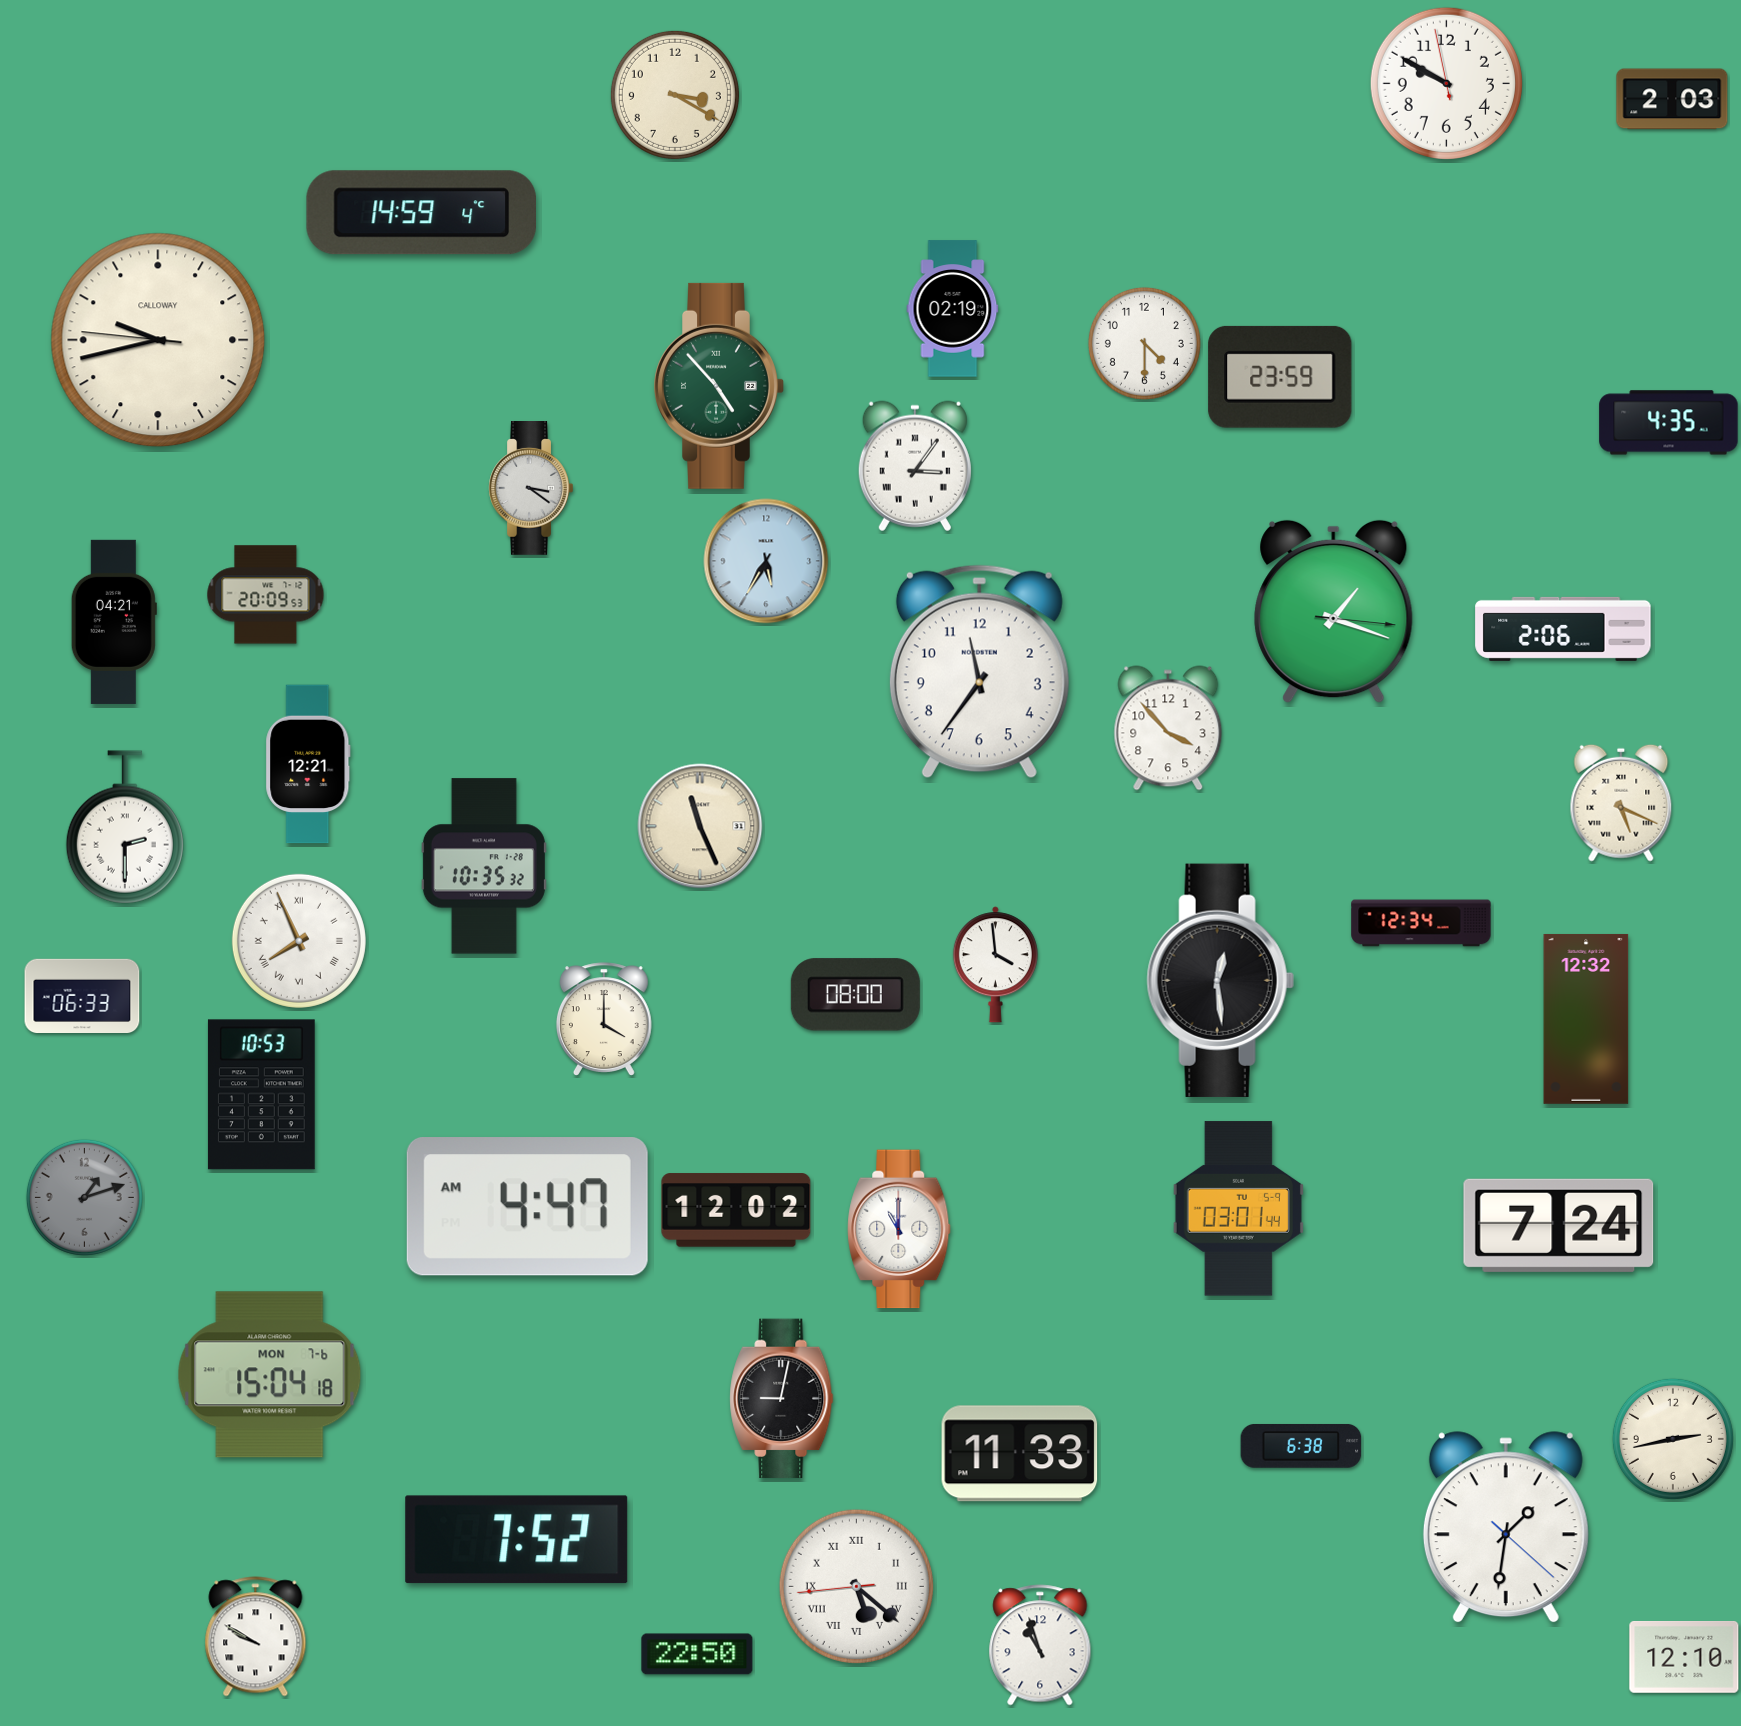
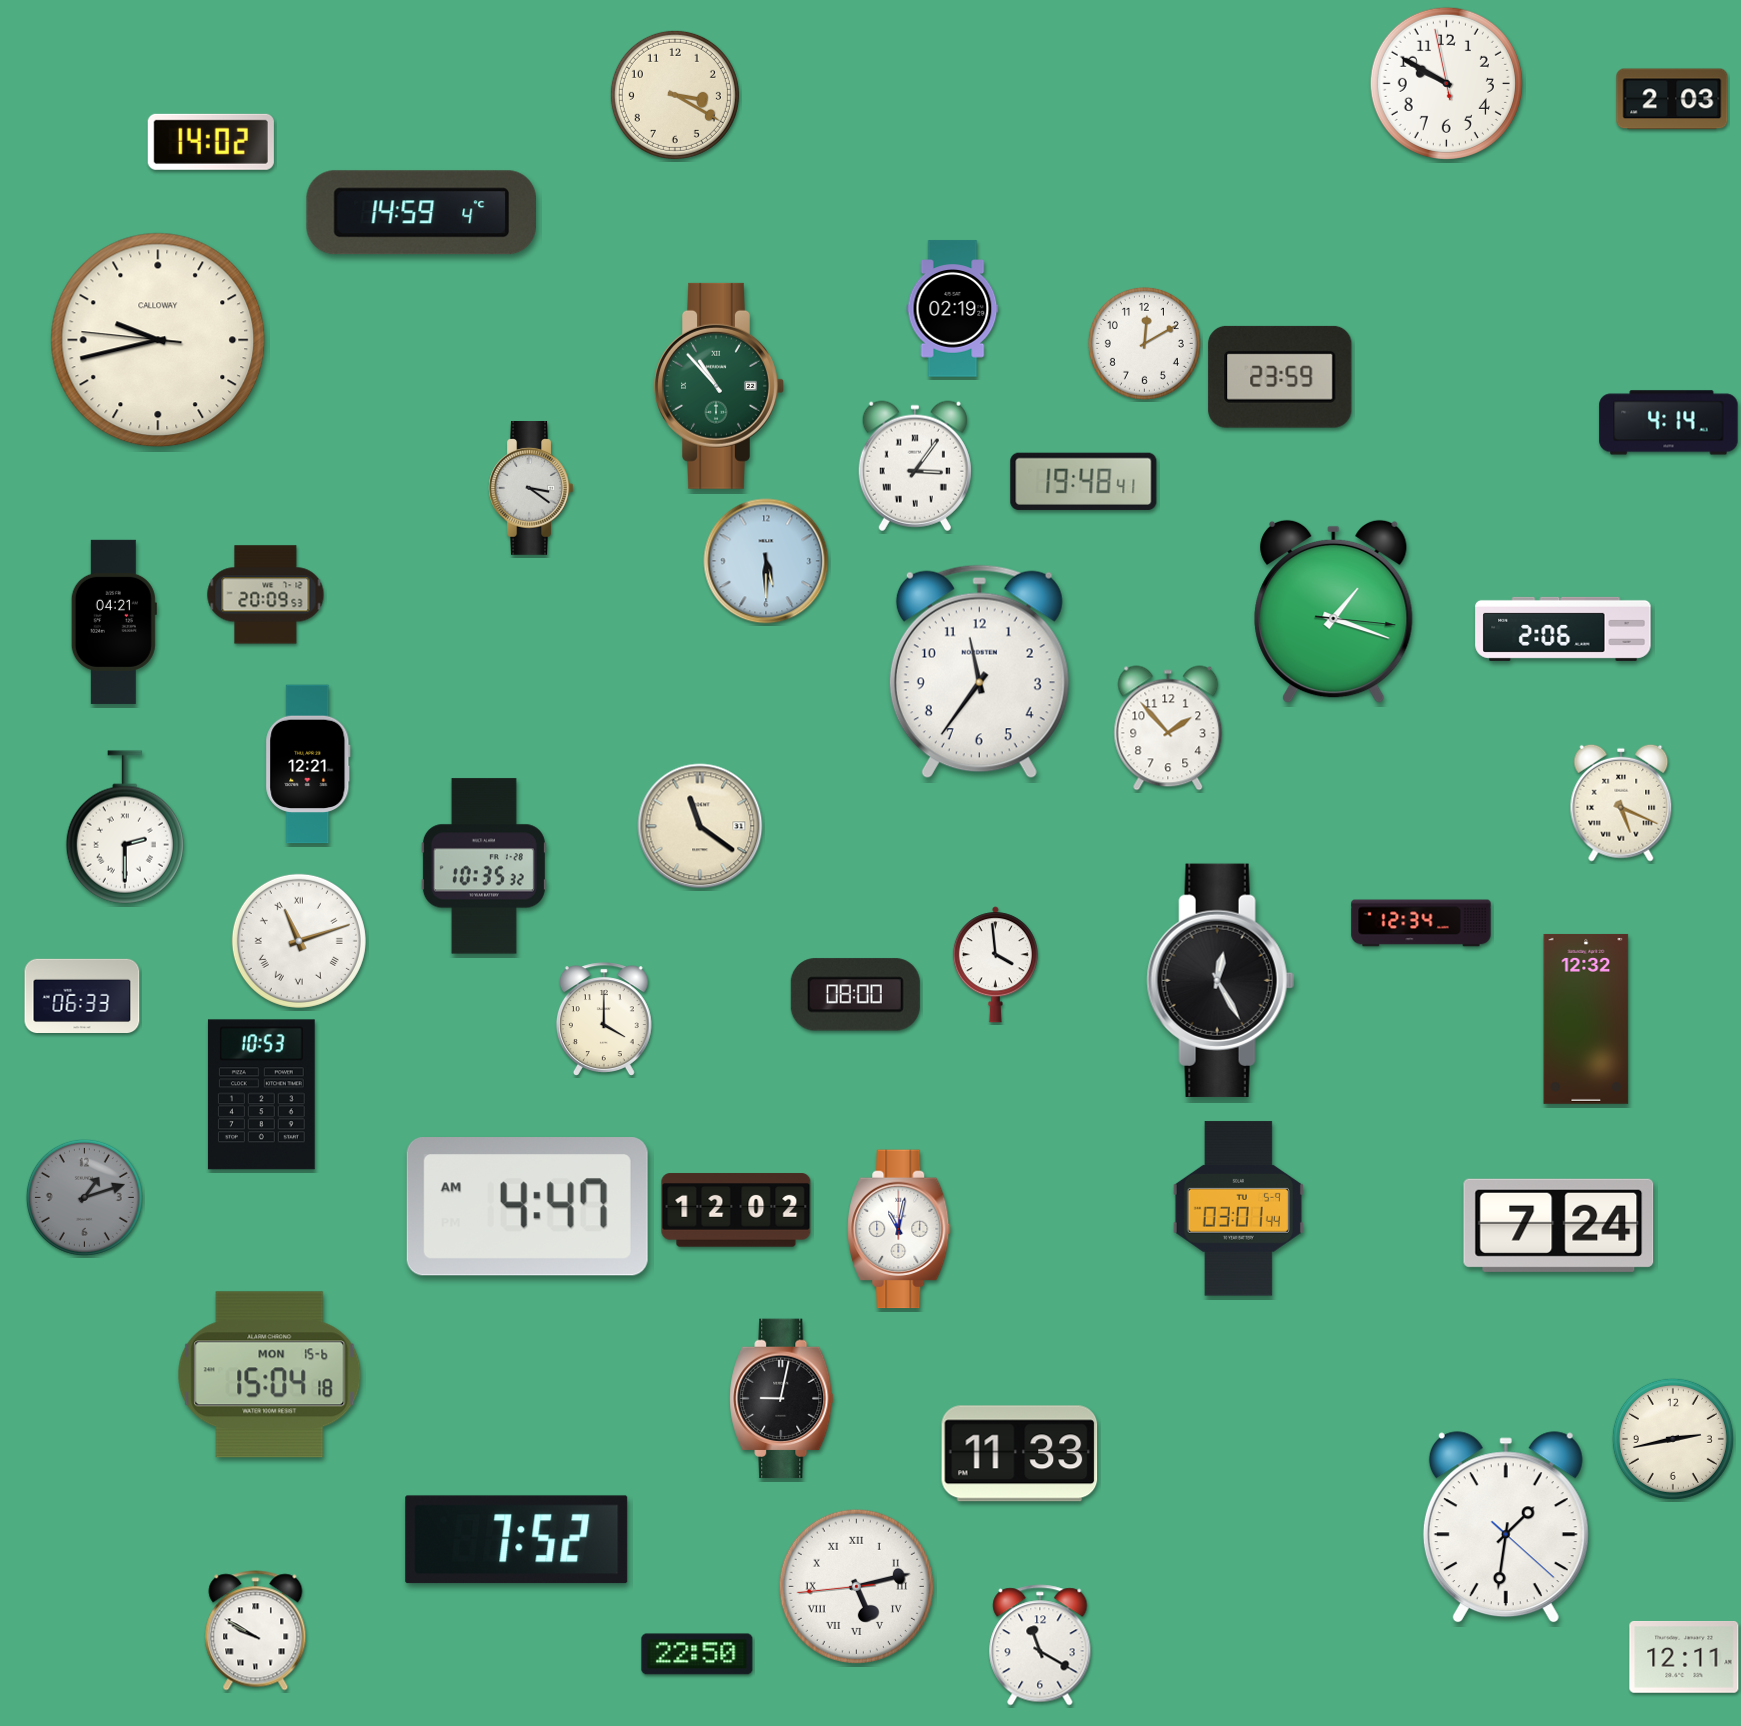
clock at (211, 142): none -> 14:02
clock at (1144, 343): 4:30 -> 12:10
clock at (719, 386): 4:53 -> 10:53
clock at (1669, 423): 4:35 -> 4:14
clock at (1084, 481): none -> 19:48
clock at (766, 561): 5:35 -> 5:30
clock at (1168, 728): 3:53 -> 1:53
clock at (700, 826): 11:26 -> 11:21
clock at (299, 941): 7:56 -> 11:12
clock at (1220, 980): 12:29 -> 12:25
clock at (899, 1229): 11:00 -> 11:02
clock at (270, 1375) date: MON 7-6 -> MON 15-6
clock at (1301, 1446): 6:38 -> none
clock at (856, 1586): 5:21 -> 5:12
clock at (256, 1637) position: (256, 1637) -> (256, 1631)
clock at (1040, 1645): 10:57 -> 11:20
clock at (1684, 1657): 12:10 -> 12:11
